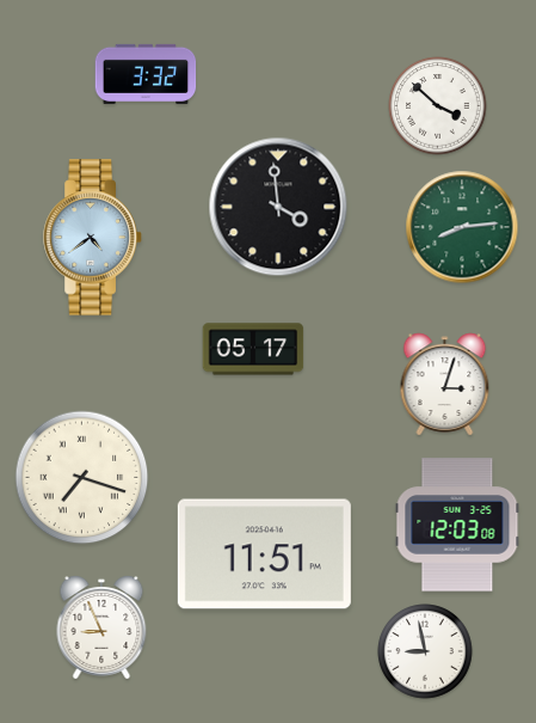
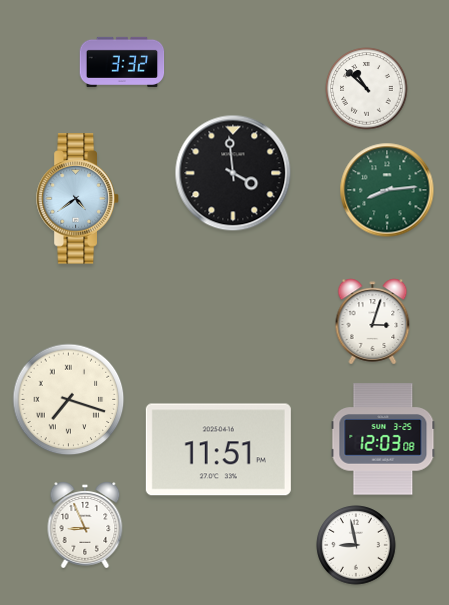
clock at (438, 106): 3:52 -> 10:52
clock at (253, 349): 05:17 -> none
clock at (264, 554) position: (264, 554) -> (218, 450)
